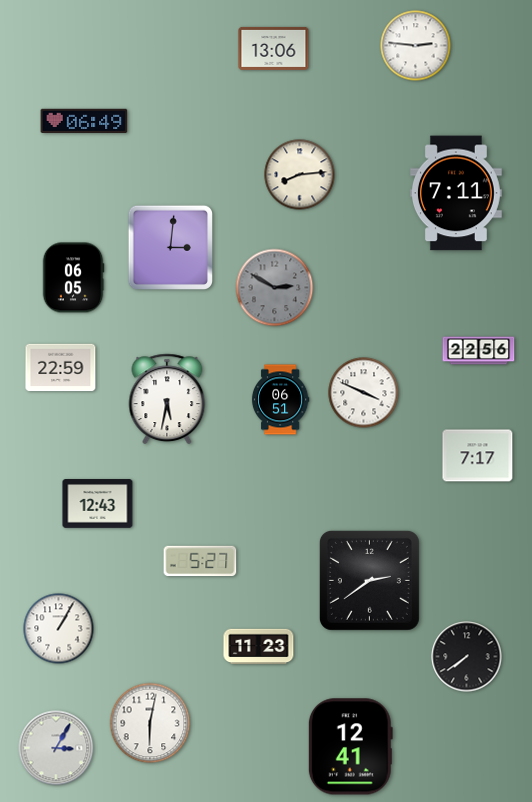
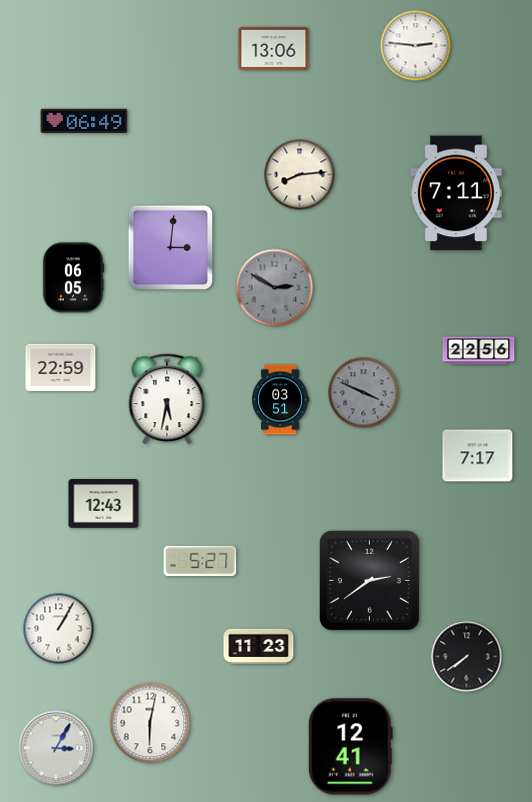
clock at (364, 393) dial: white -> grey
clock at (280, 400): 06:51 -> 03:51
clock at (98, 504) position: (98, 504) -> (104, 504)
